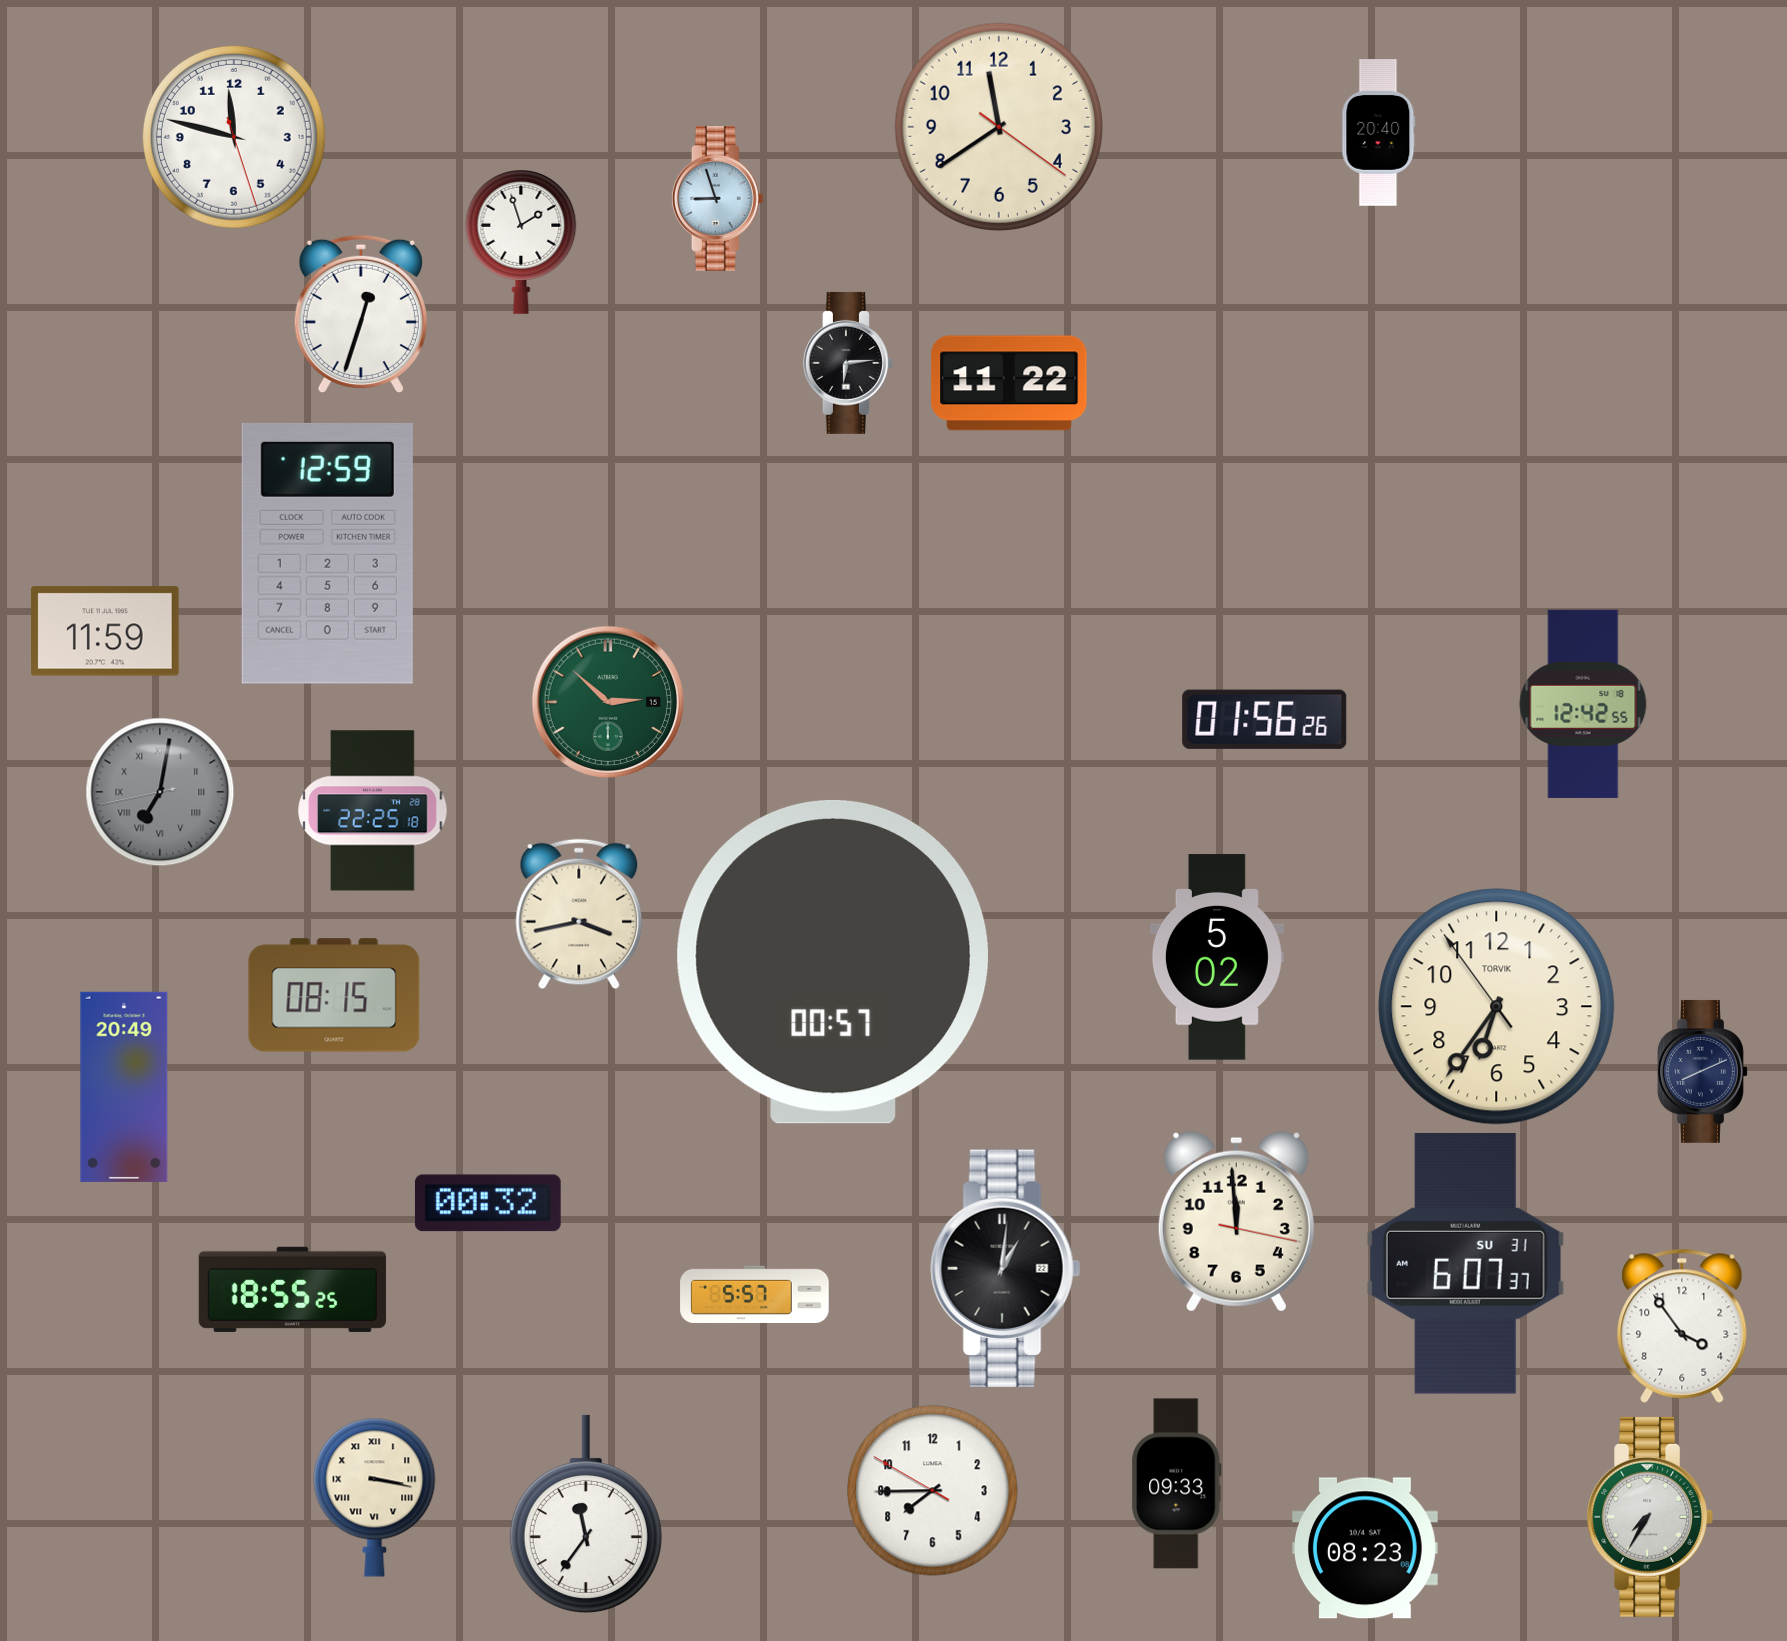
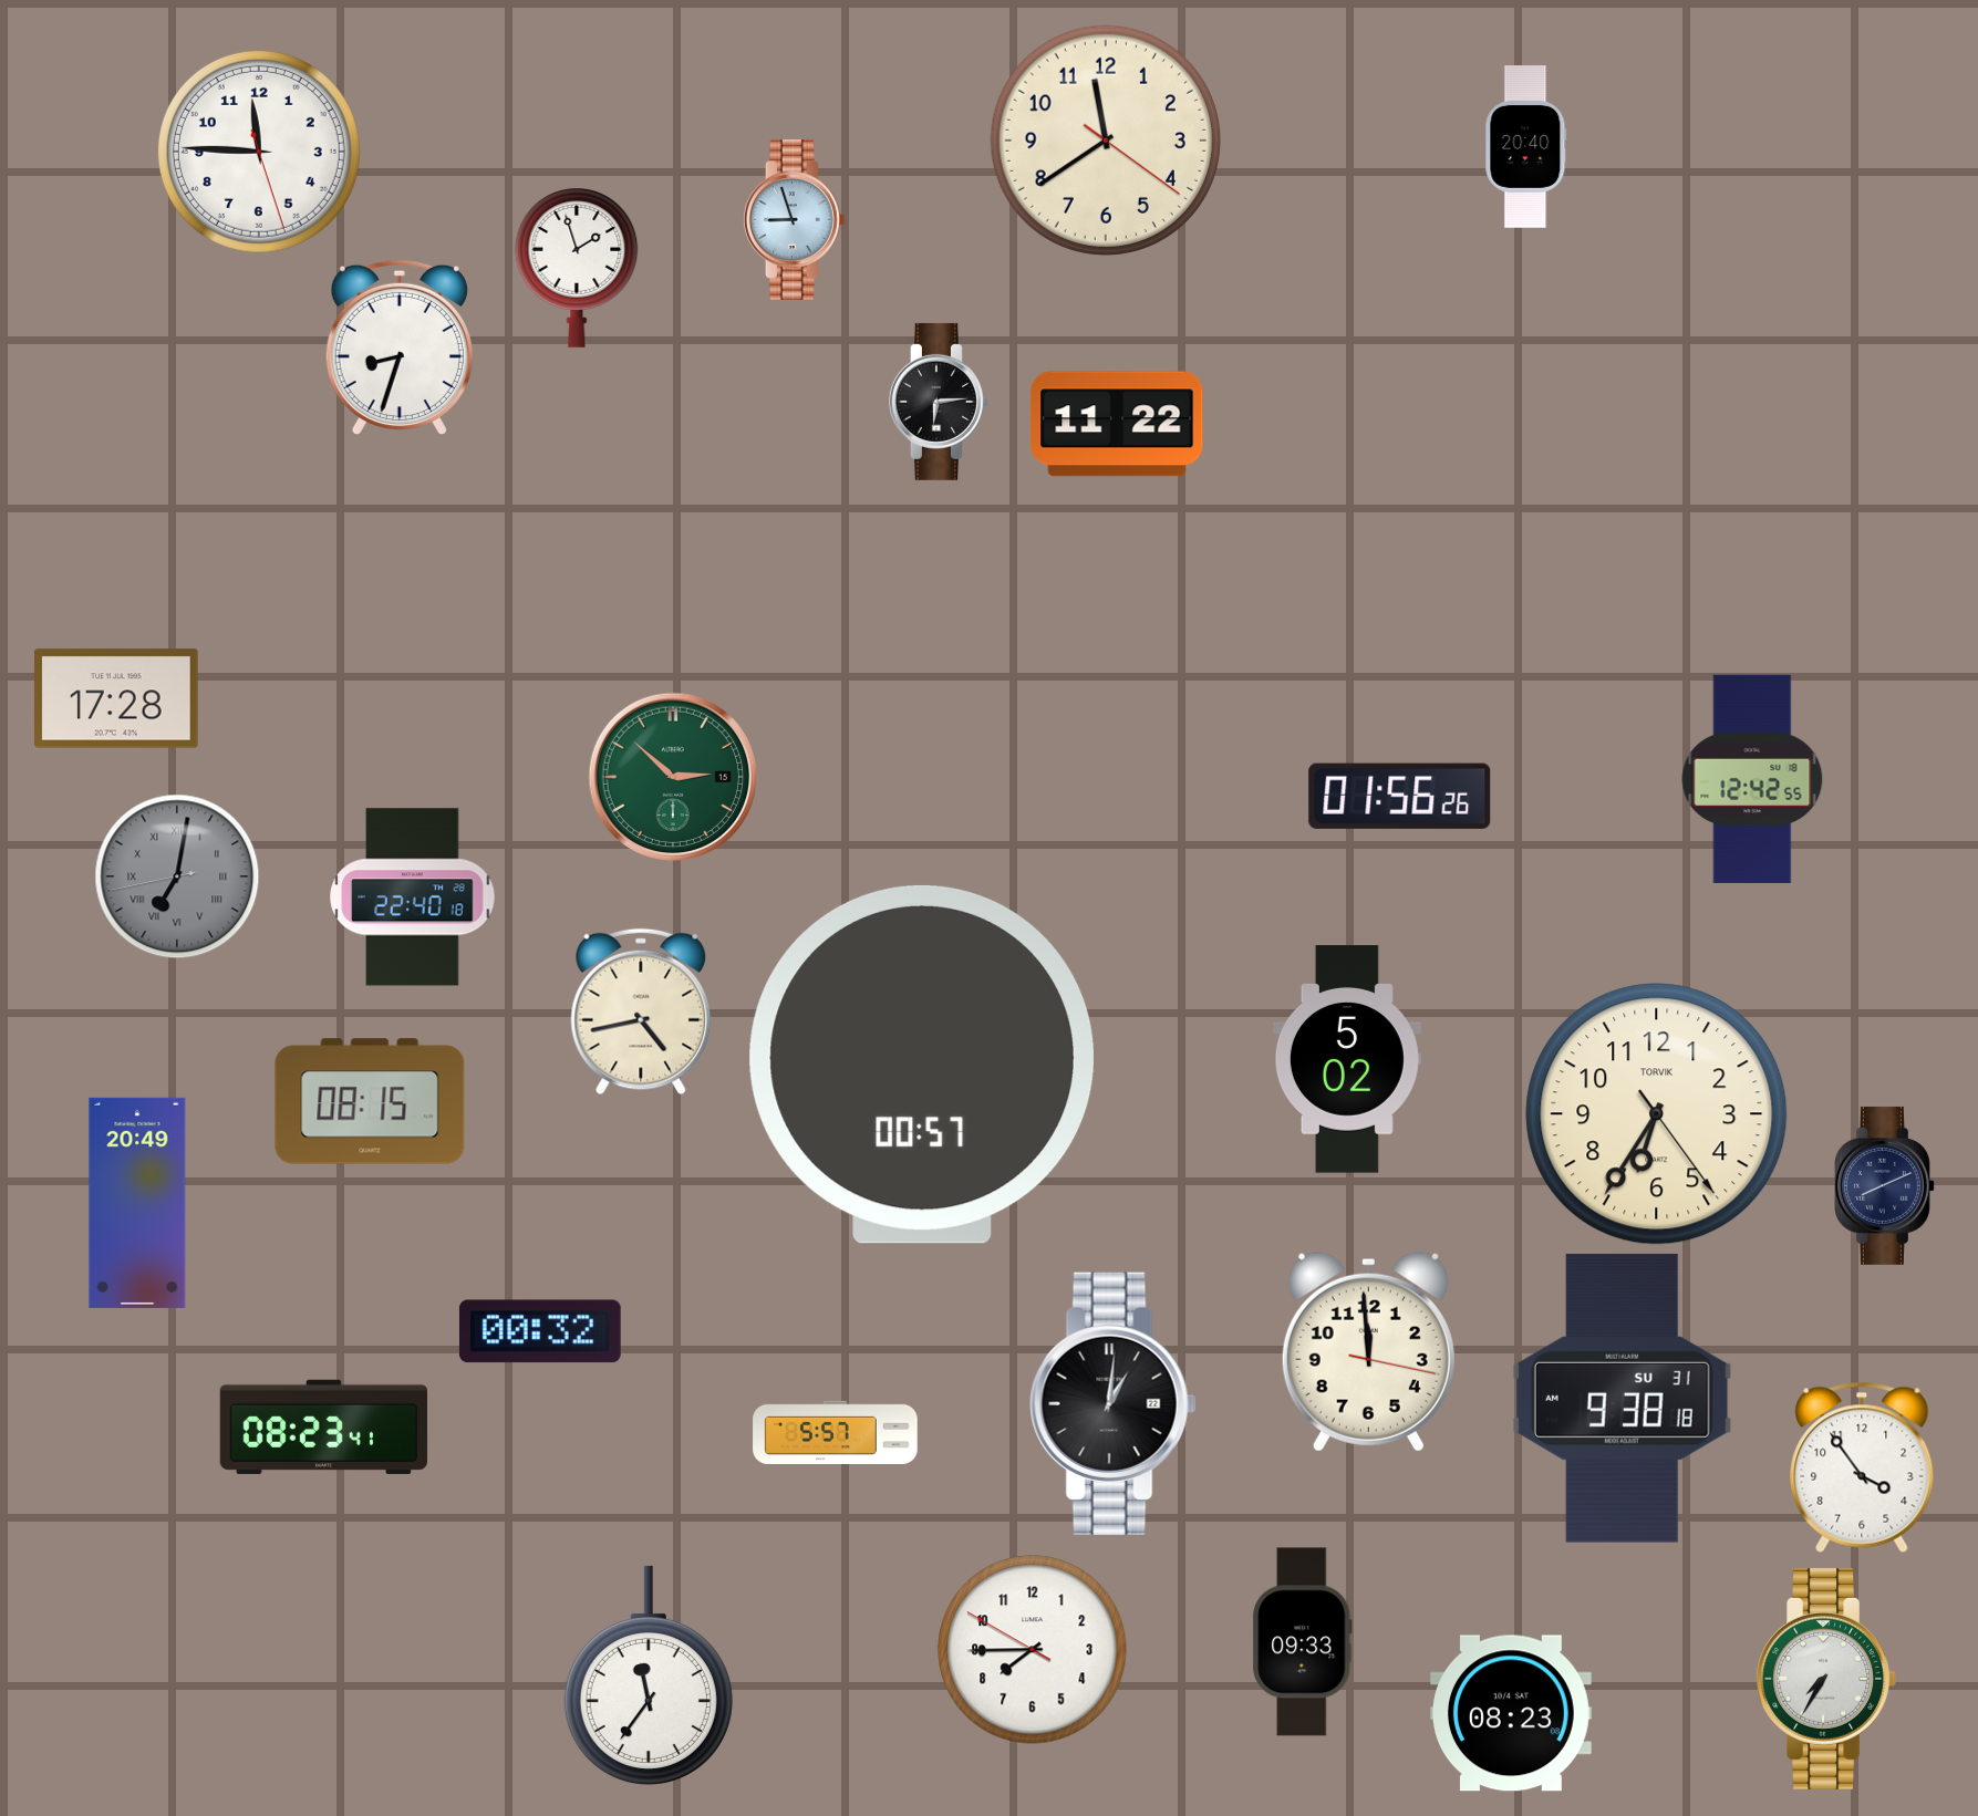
clock at (234, 137): 11:47 -> 11:45
clock at (361, 314): 12:33 -> 8:33
clock at (327, 553): 12:59 -> none
clock at (106, 631): 11:59 -> 17:28
clock at (373, 811): 22:25 -> 22:40
clock at (579, 914): 3:43 -> 4:43
clock at (1497, 1007): 6:35:54 -> 6:35:24
clock at (1465, 1263): 6:07 -> 9:38
clock at (292, 1289): 18:55 -> 08:23
clock at (375, 1497): 3:17 -> none
